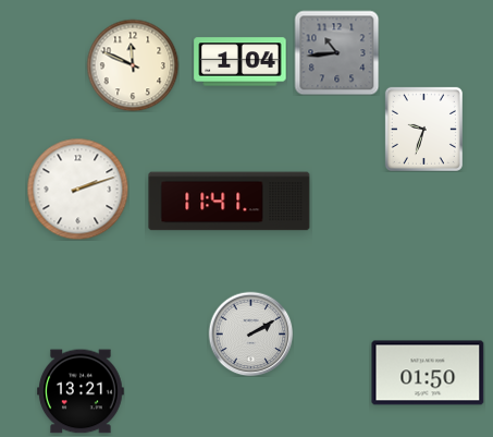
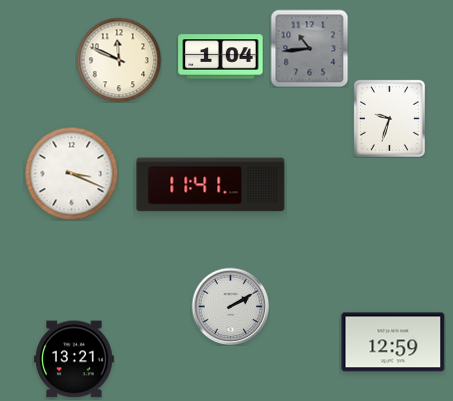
clock at (133, 65) position: (133, 65) -> (119, 60)
clock at (77, 189): 2:12 -> 3:19
clock at (428, 373): 01:50 -> 12:59
